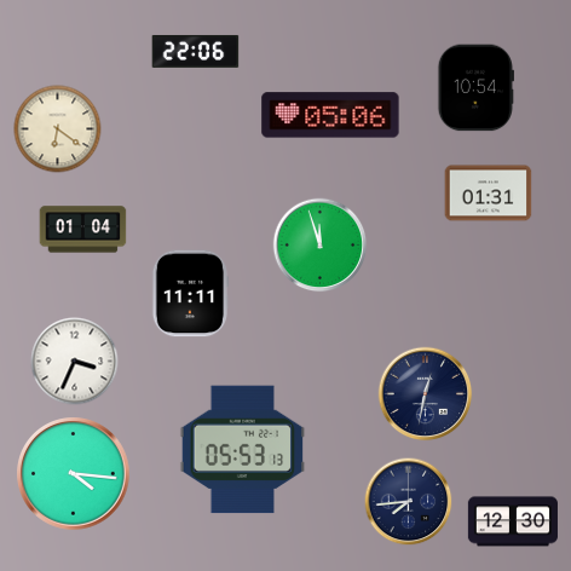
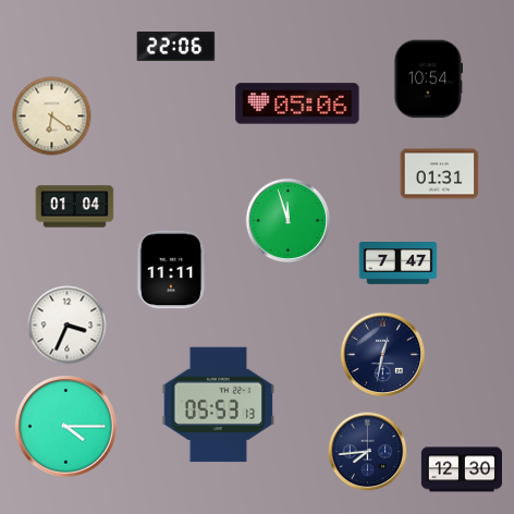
clock at (399, 264): none -> 7:47
clock at (189, 294) position: (189, 294) -> (170, 270)
clock at (74, 474): 4:16 -> 4:15
